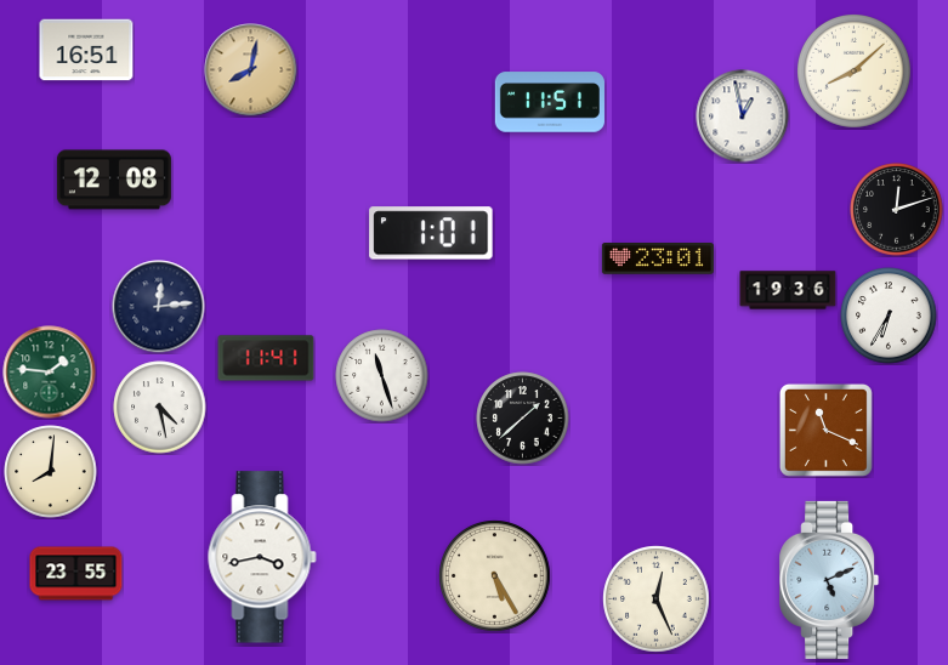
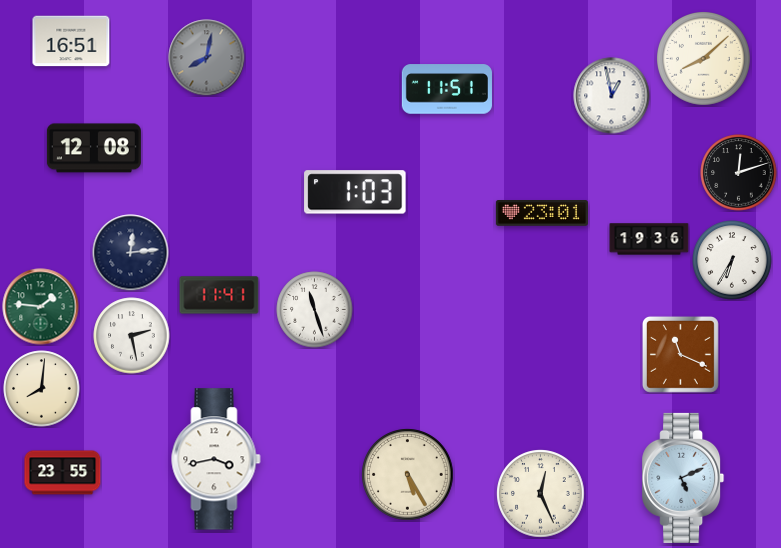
clock at (251, 70) dial: champagne -> grey
clock at (550, 102) position: (550, 102) -> (447, 89)
clock at (431, 233): 1:01 -> 1:03
clock at (160, 408): 4:28 -> 2:28
clock at (523, 419): 1:38 -> none
